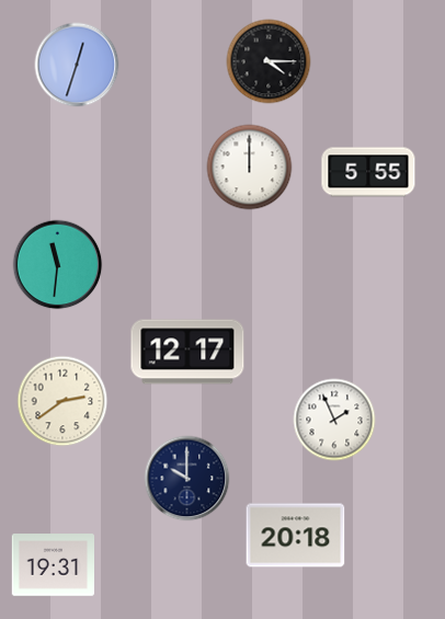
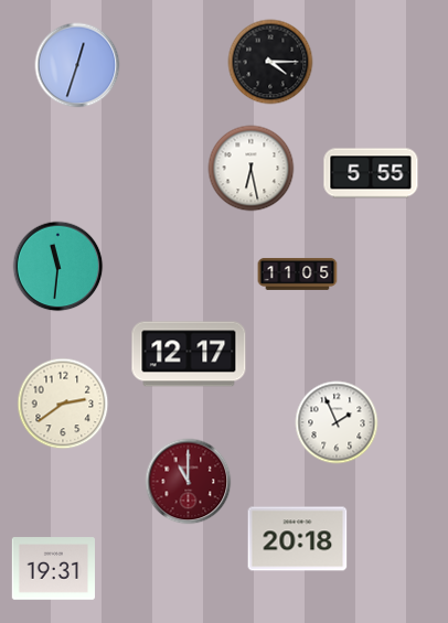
clock at (250, 168): 12:00 -> 6:28
clock at (298, 273): none -> 11:05
clock at (187, 479): 10:00 -> 11:00
clock at (187, 479) dial: navy -> burgundy
